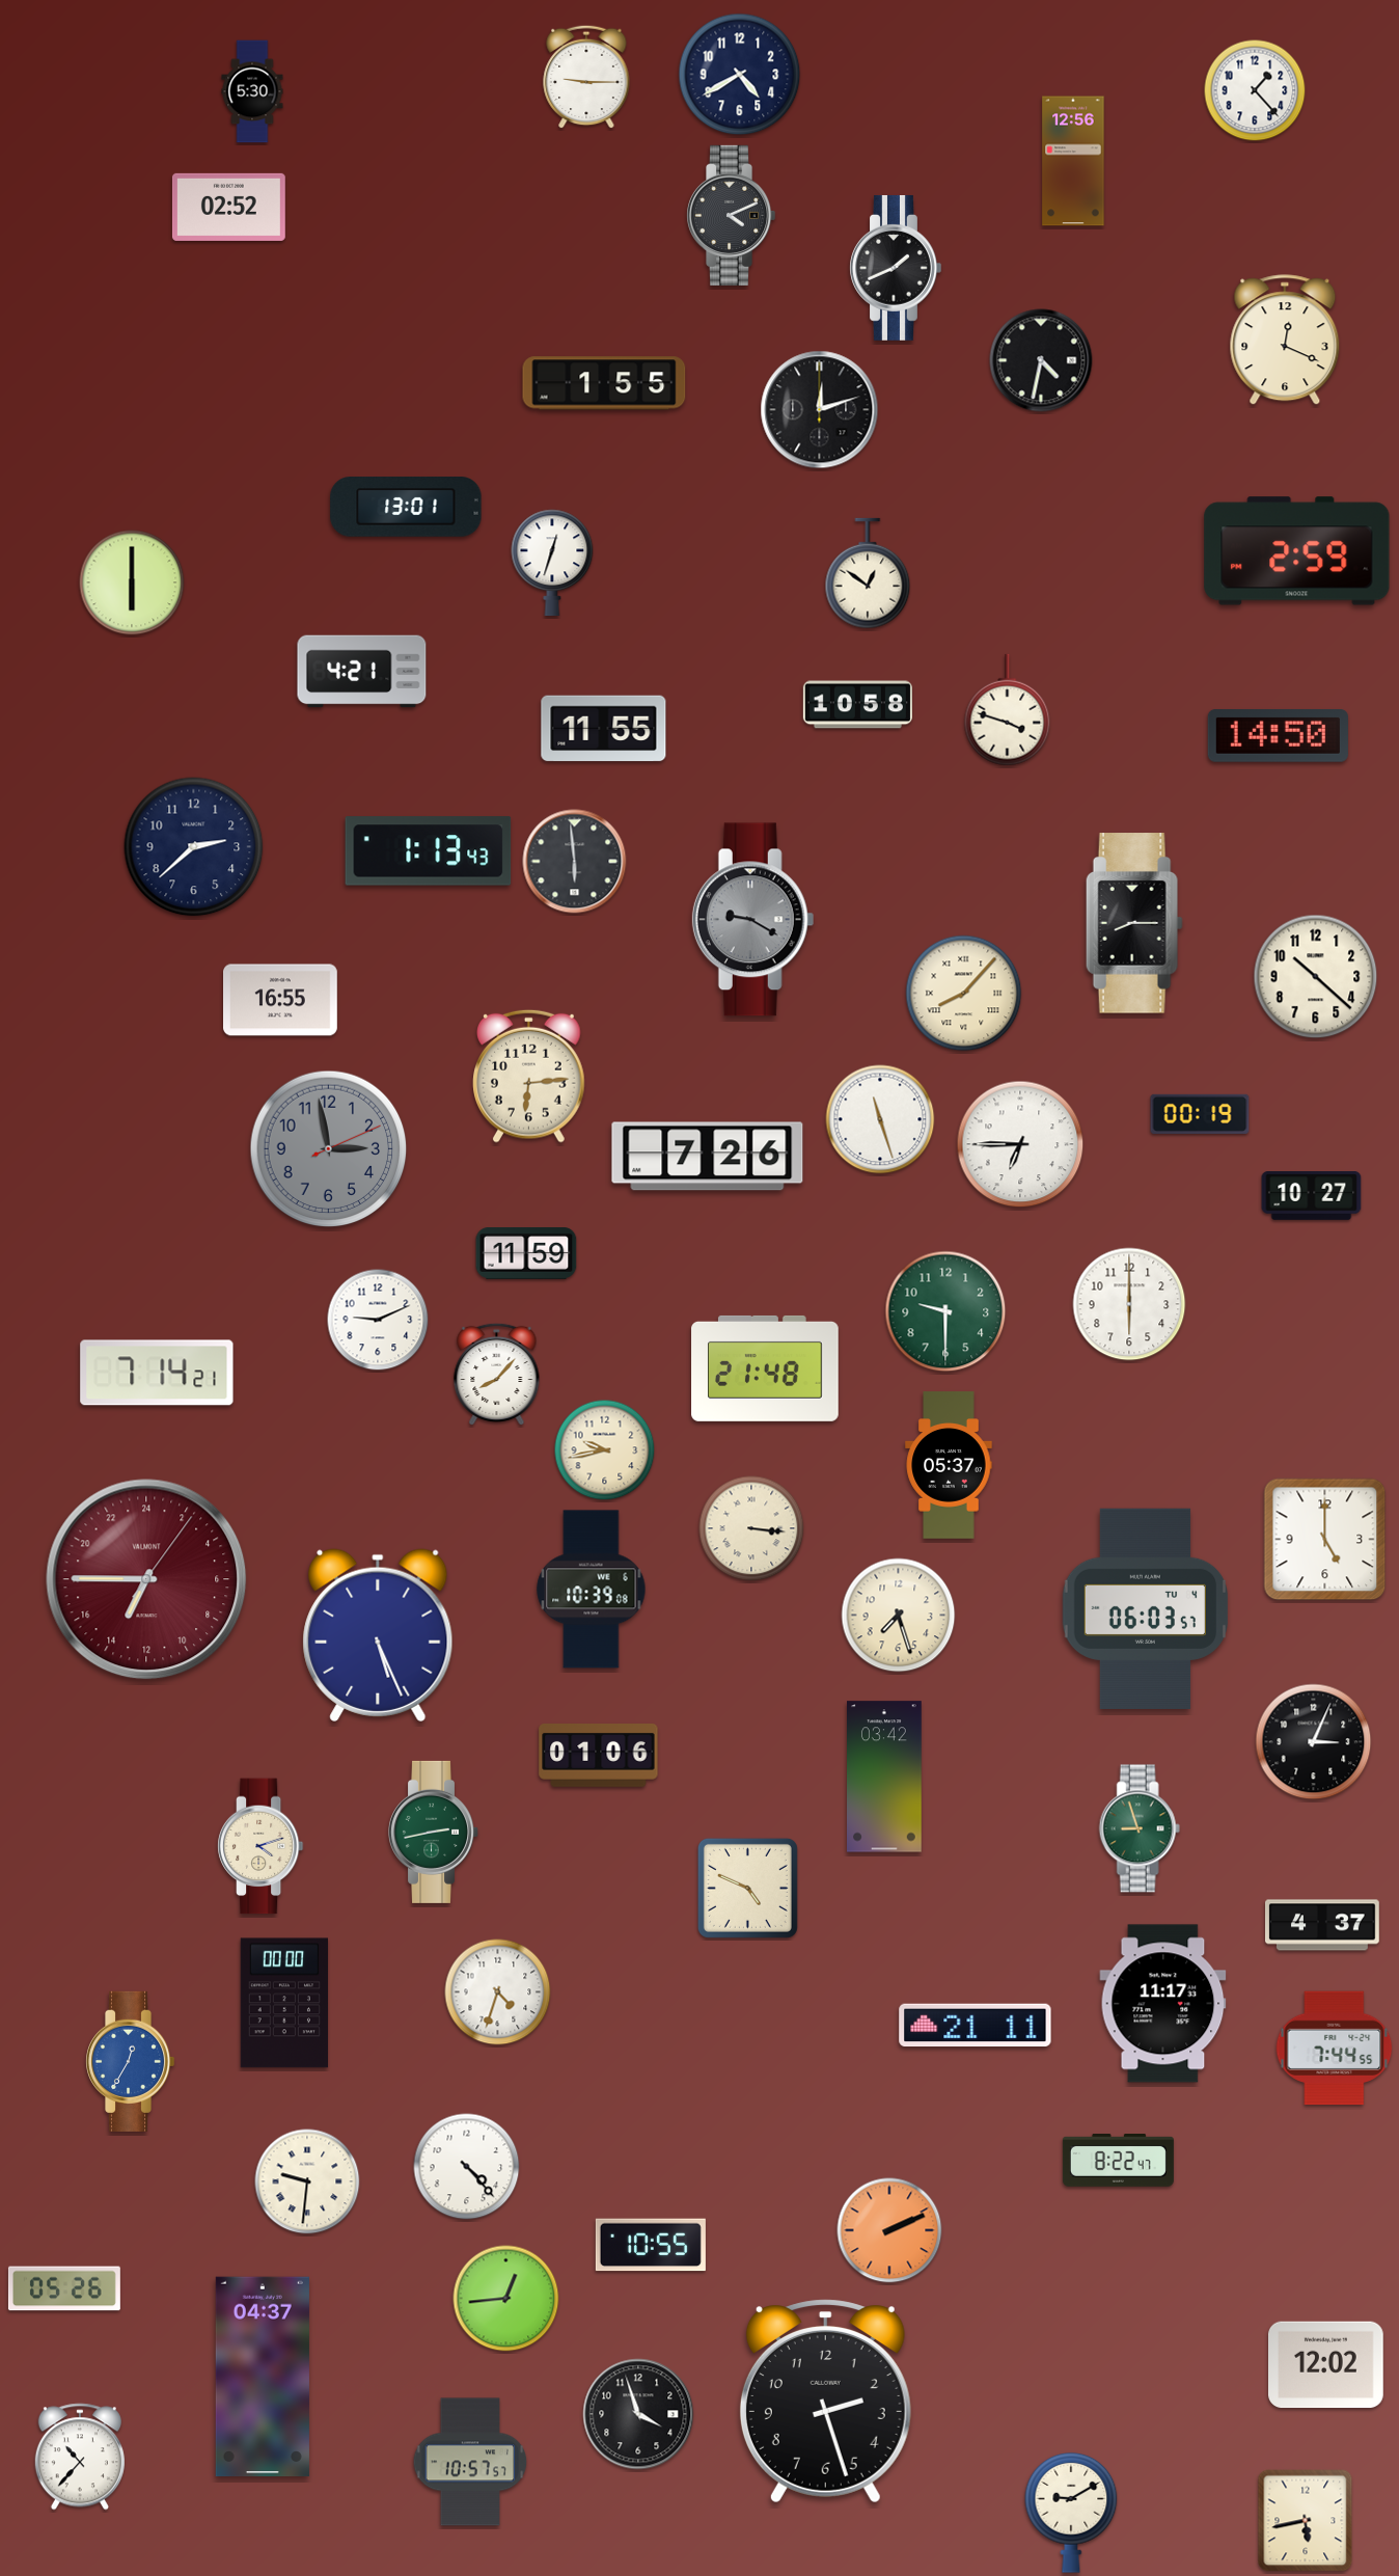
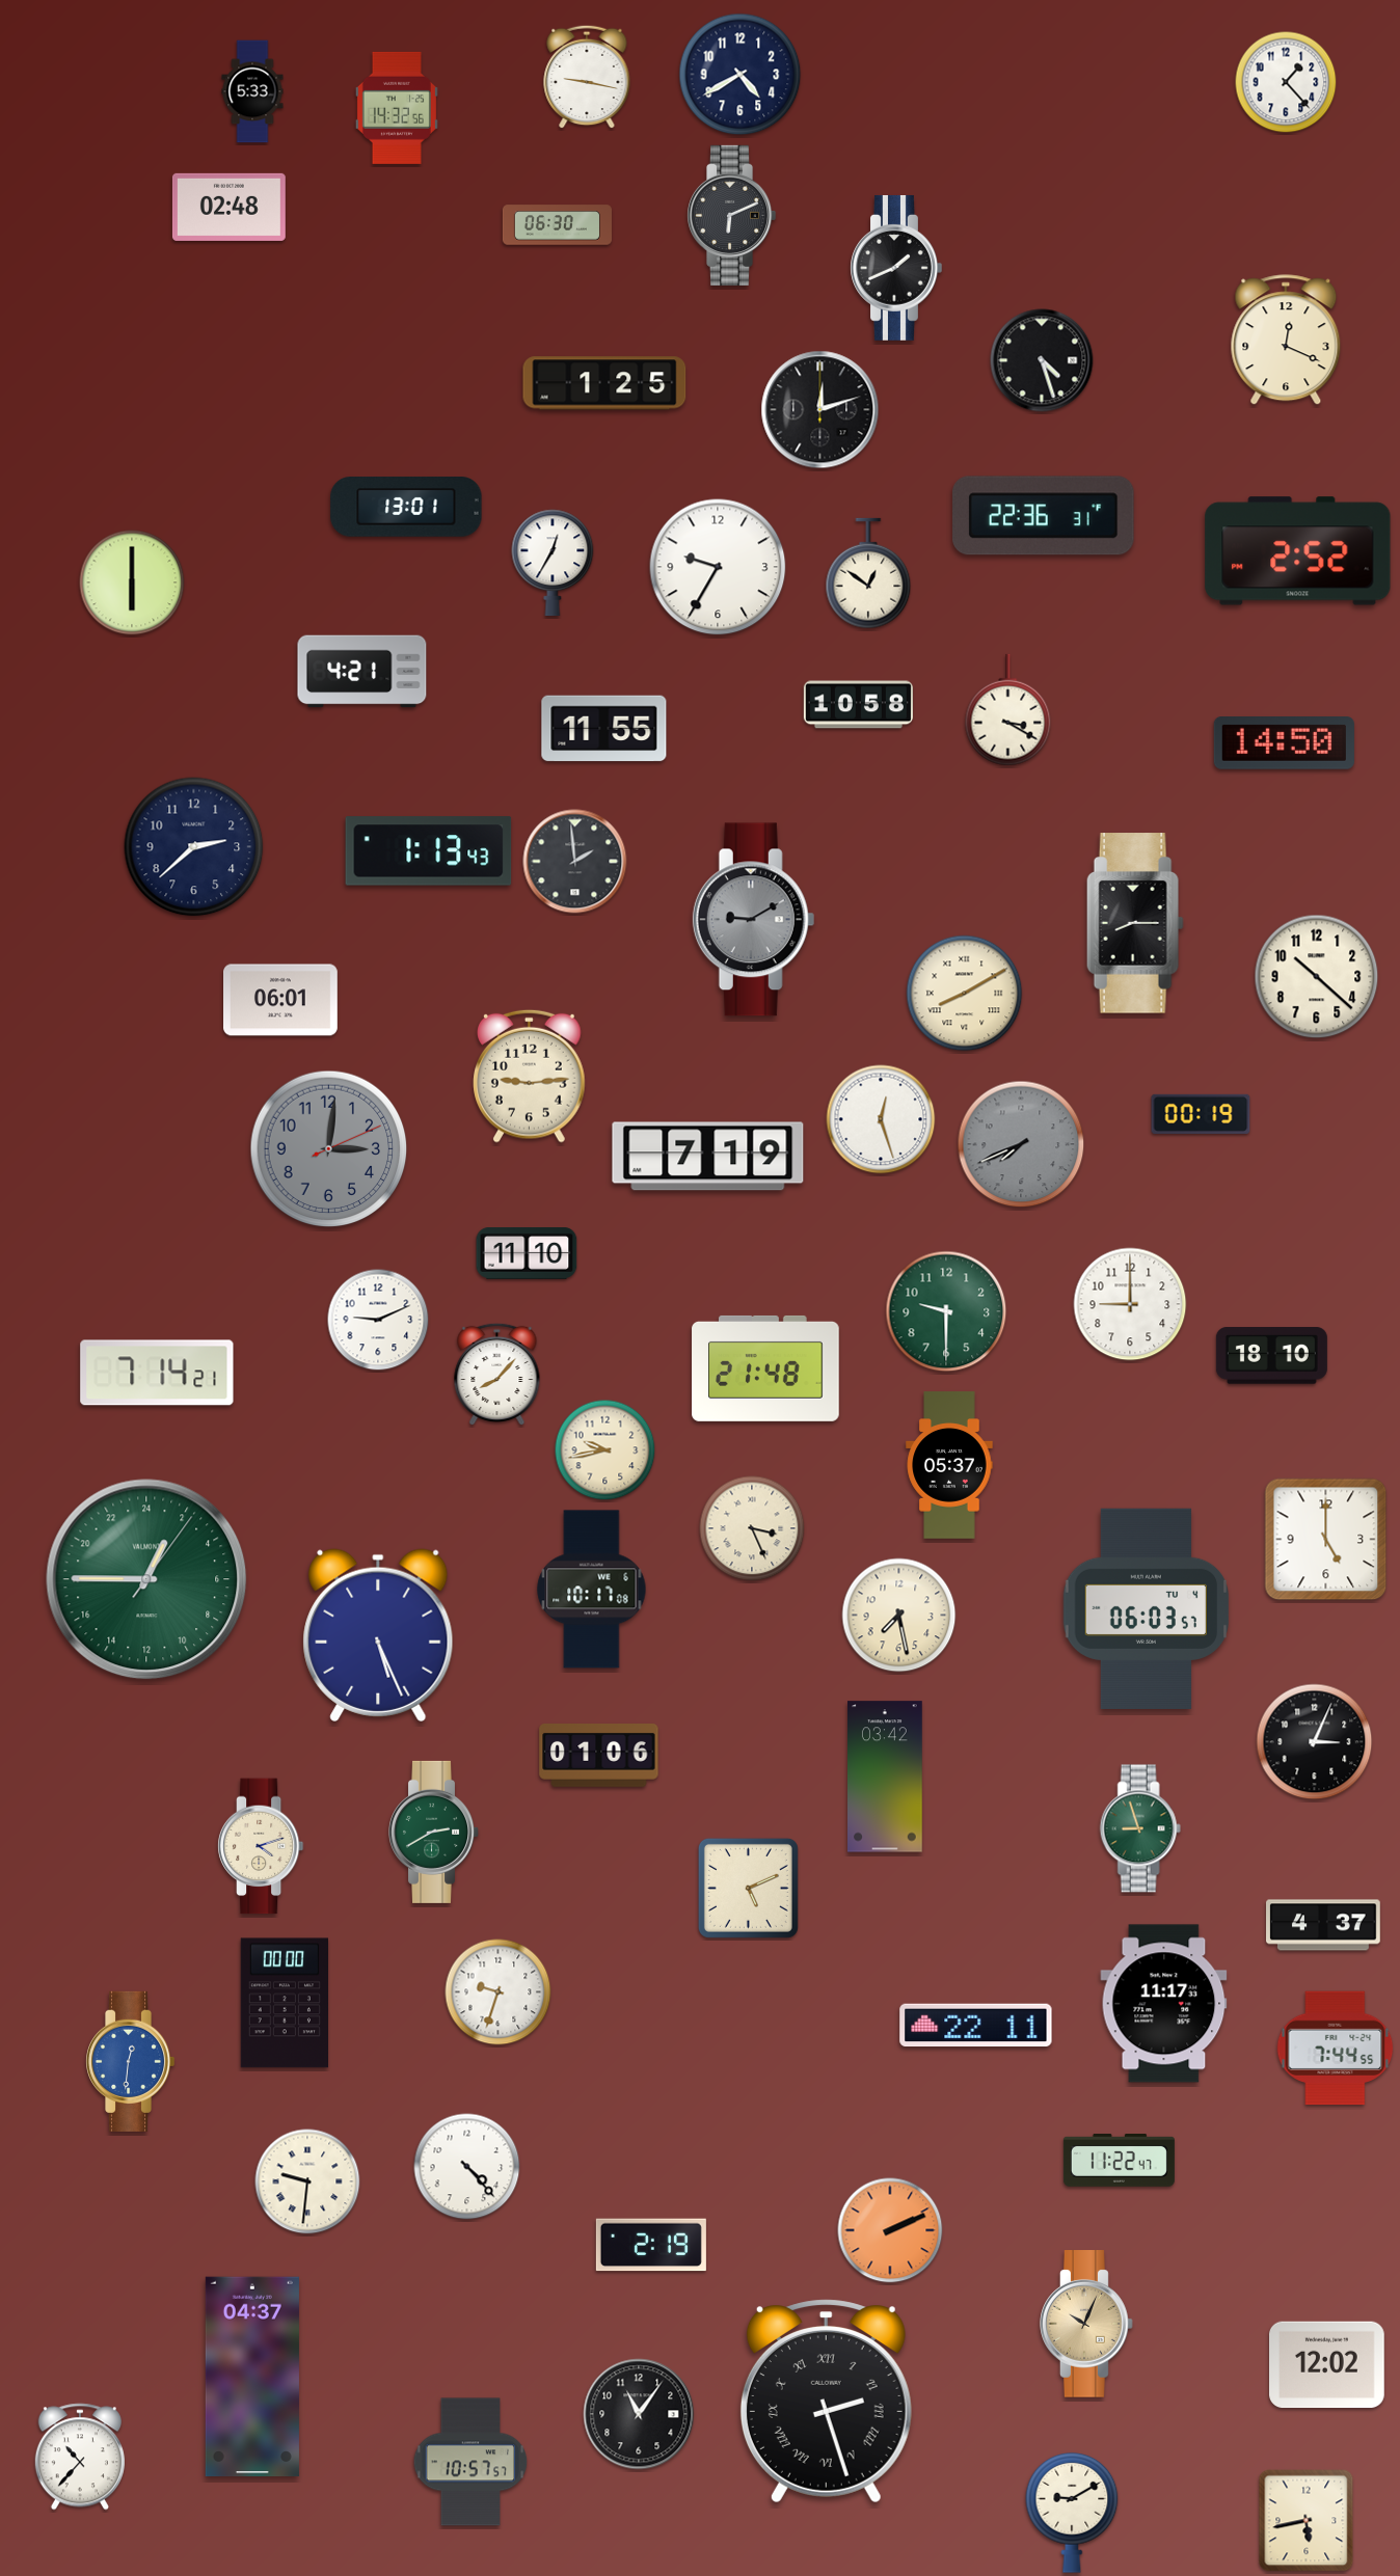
clock at (586, 77): 9:15 -> 9:17
clock at (1255, 90) position: (1255, 90) -> (1286, 82)
clock at (252, 91): 5:30 -> 5:33
clock at (397, 108): none -> 14:32
clock at (1073, 161): 12:56 -> none
clock at (228, 207): 02:52 -> 02:48
clock at (732, 215): 4:11 -> 6:11
clock at (557, 225): none -> 06:30
clock at (1041, 360): 4:32 -> 4:27
clock at (604, 383): 1:55 -> 1:25
clock at (1044, 516): none -> 22:36
clock at (1297, 551): 2:59 -> 2:52
clock at (552, 563): 12:33 -> 12:35
clock at (718, 567): none -> 9:35
clock at (1008, 710): 3:48 -> 3:20
clock at (1278, 736) position: (1278, 736) -> (1284, 743)
clock at (575, 862): 5:59 -> 1:59
clock at (753, 920): 9:20 -> 9:10
clock at (964, 994): 8:07 -> 8:10
clock at (281, 1000): 16:55 -> 06:01
clock at (529, 1076): 6:14 -> 9:14
clock at (880, 1119): 11:27 -> 12:27
clock at (1020, 1144): 6:45 -> 7:41
clock at (1020, 1144) dial: white -> grey
clock at (329, 1149): 2:58 -> 3:01
clock at (708, 1157): 7:26 -> 7:19
clock at (1312, 1196): 10:27 -> none
clock at (526, 1254): 11:59 -> 11:10
clock at (1129, 1304): 6:00 -> 9:00
clock at (1271, 1356): none -> 18:10
clock at (751, 1528): 3:16 -> 3:26
clock at (146, 1579): 13:45 -> 1:45
clock at (146, 1579) dial: burgundy -> green
clock at (592, 1590): 10:39 -> 10:17
clock at (899, 1616): 7:27 -> 7:28
clock at (434, 1832): 2:43 -> 2:40
clock at (747, 1888): 4:49 -> 5:11
clock at (498, 1992): 4:33 -> 9:33
clock at (976, 2026): 21:11 -> 22:11
clock at (131, 2061): 12:35 -> 12:31
clock at (1118, 2161): 8:22 -> 11:22
clock at (651, 2245): 10:55 -> 2:19
clock at (64, 2288): 05:26 -> none
clock at (506, 2299): 12:44 -> none
clock at (1086, 2324): none -> 10:04
clock at (263, 2377) position: (263, 2377) -> (252, 2377)
clock at (825, 2402) numerals: Arabic -> Roman
clock at (638, 2414): 3:57 -> 11:06
